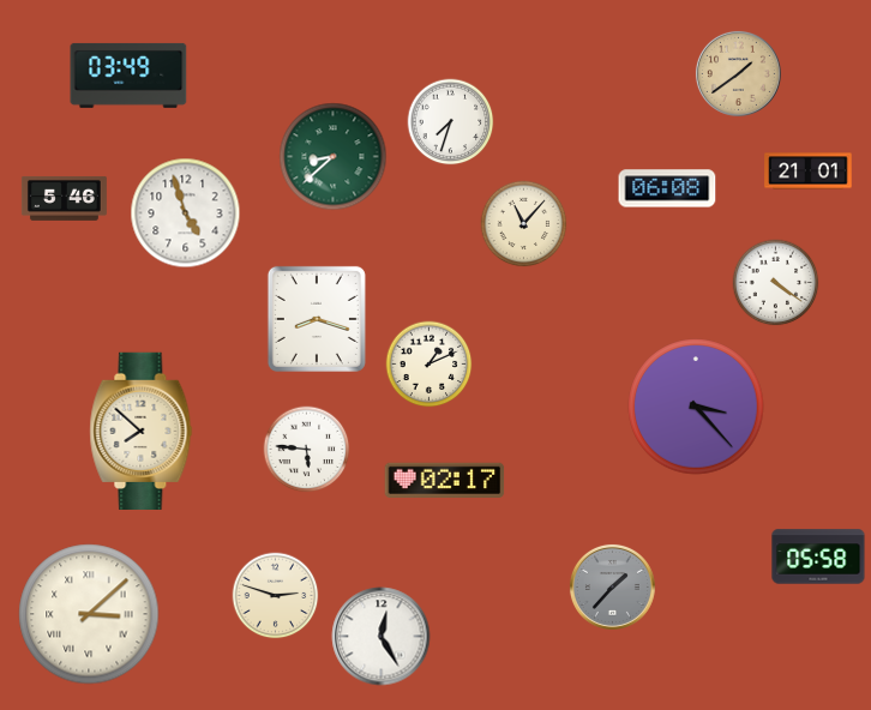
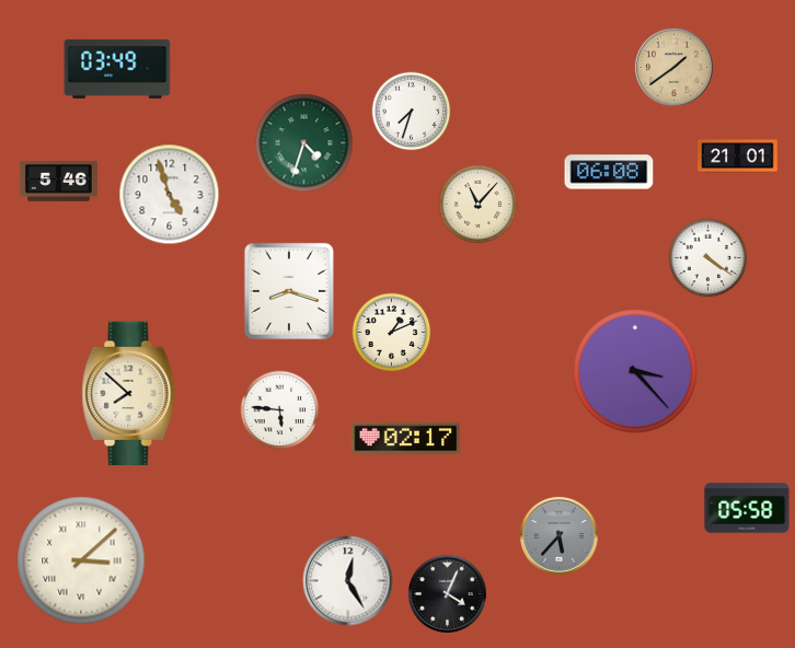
clock at (334, 157): 8:38 -> 4:33
clock at (612, 586): 1:37 -> 5:37
clock at (276, 596): 2:48 -> none
clock at (447, 593): none -> 4:04
